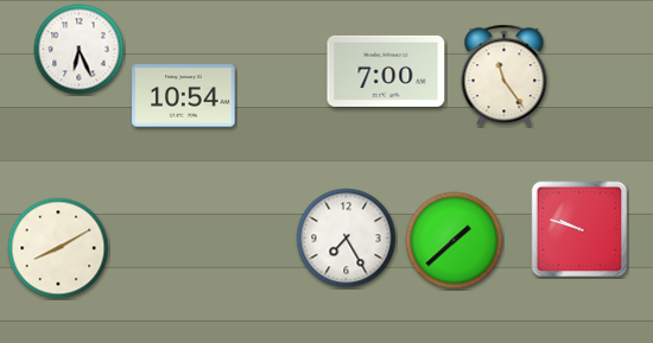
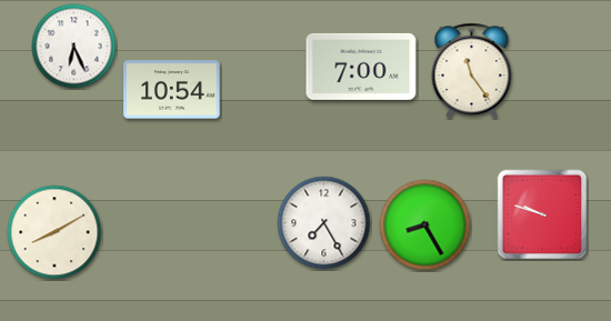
clock at (455, 241): 1:38 -> 8:25
